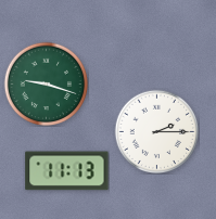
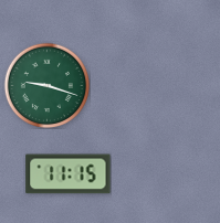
clock at (156, 131): 2:15 -> none
clock at (67, 171): 11:13 -> 11:15
